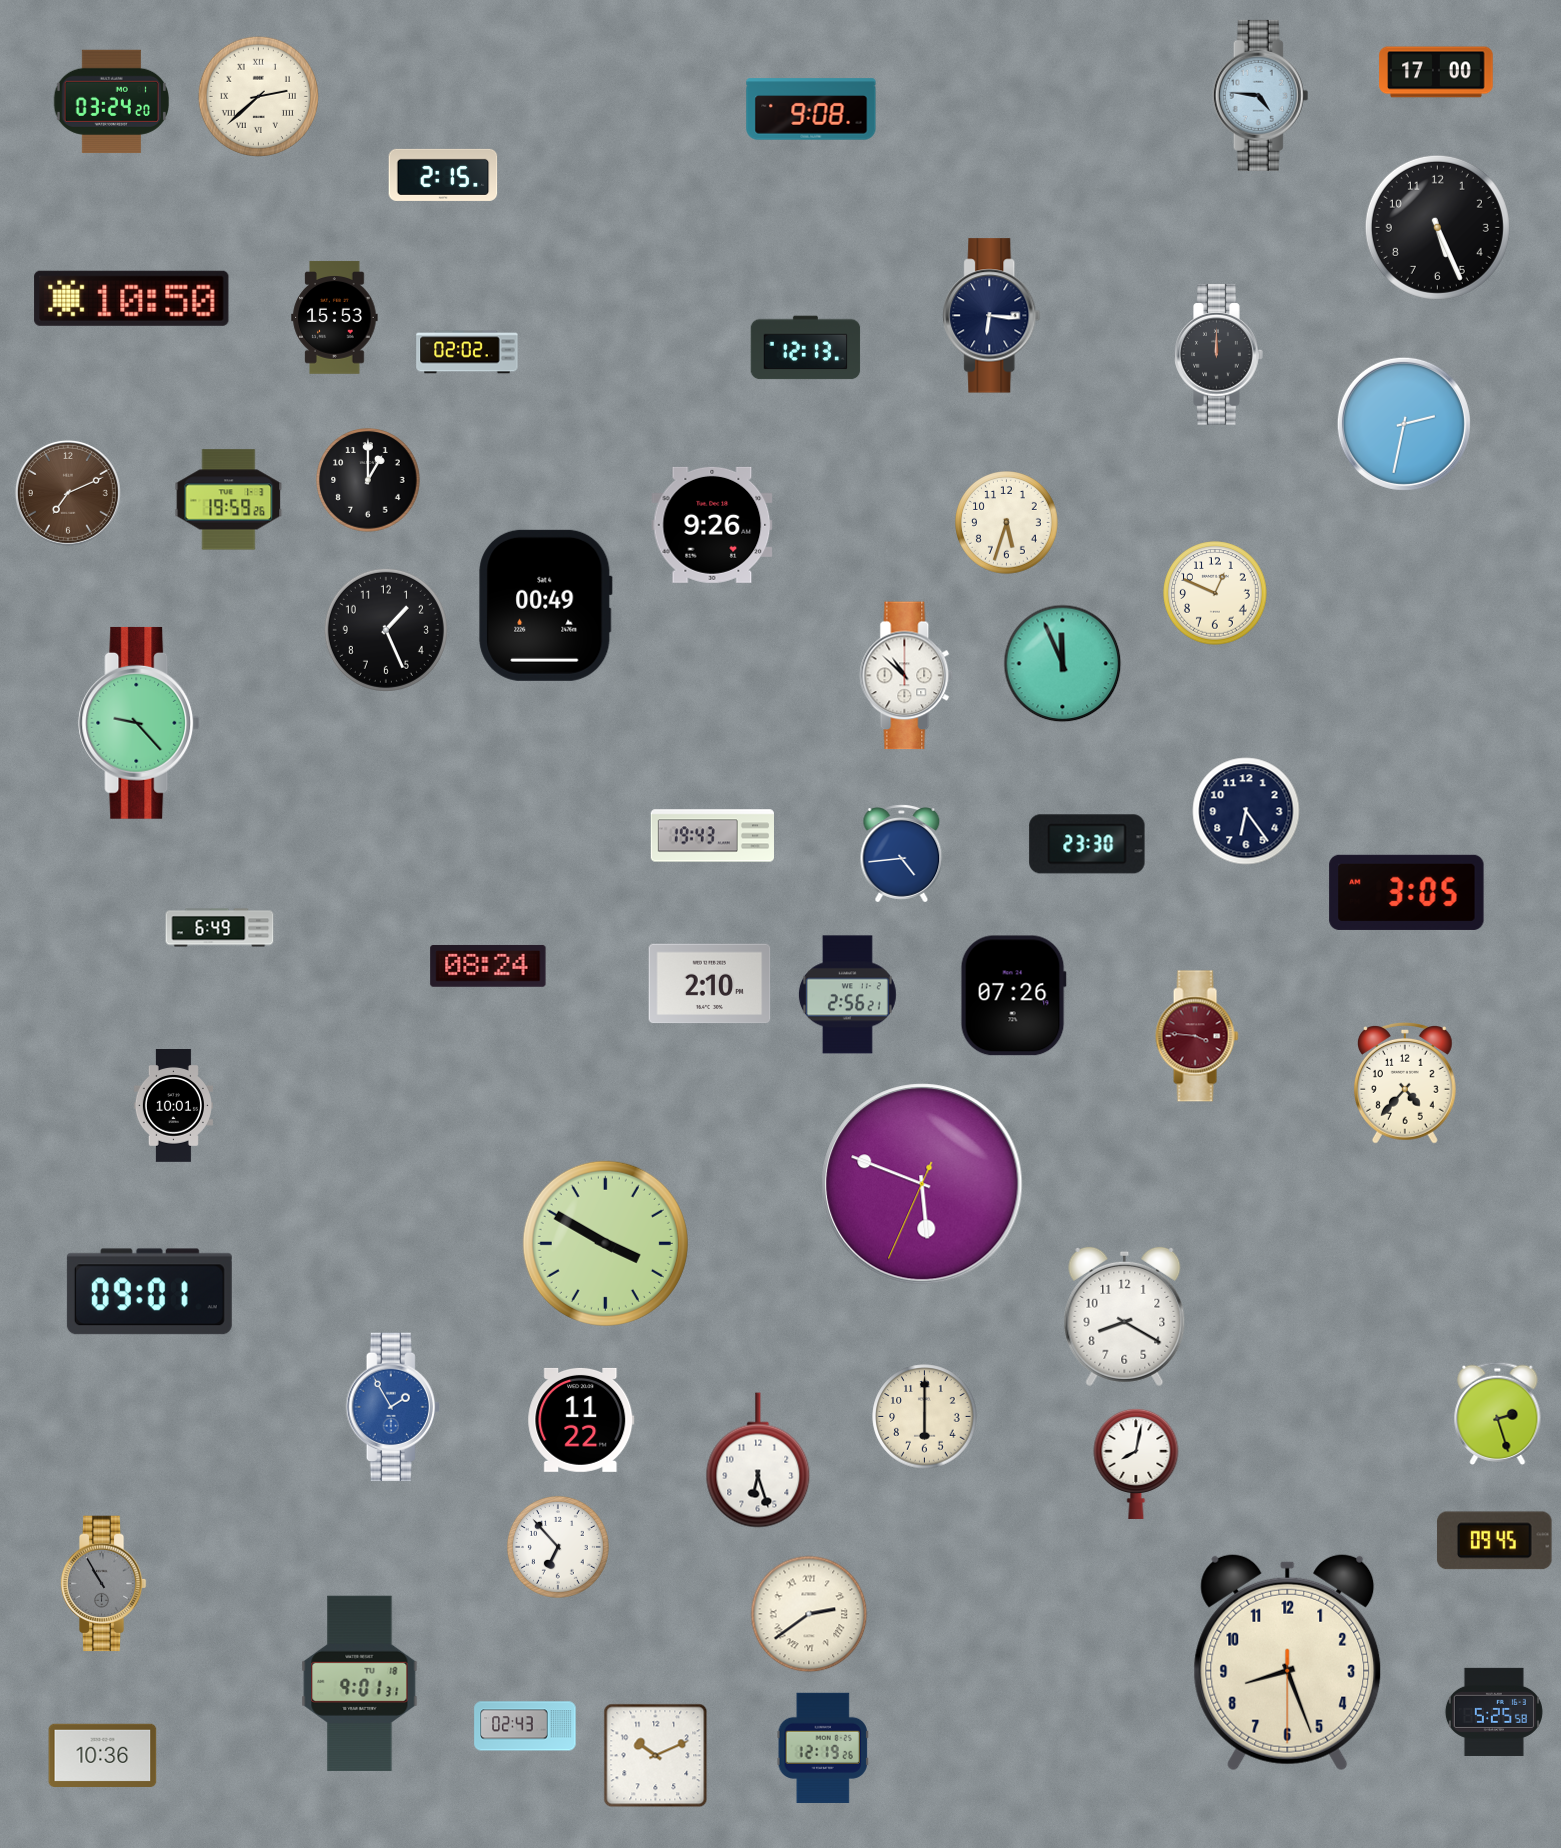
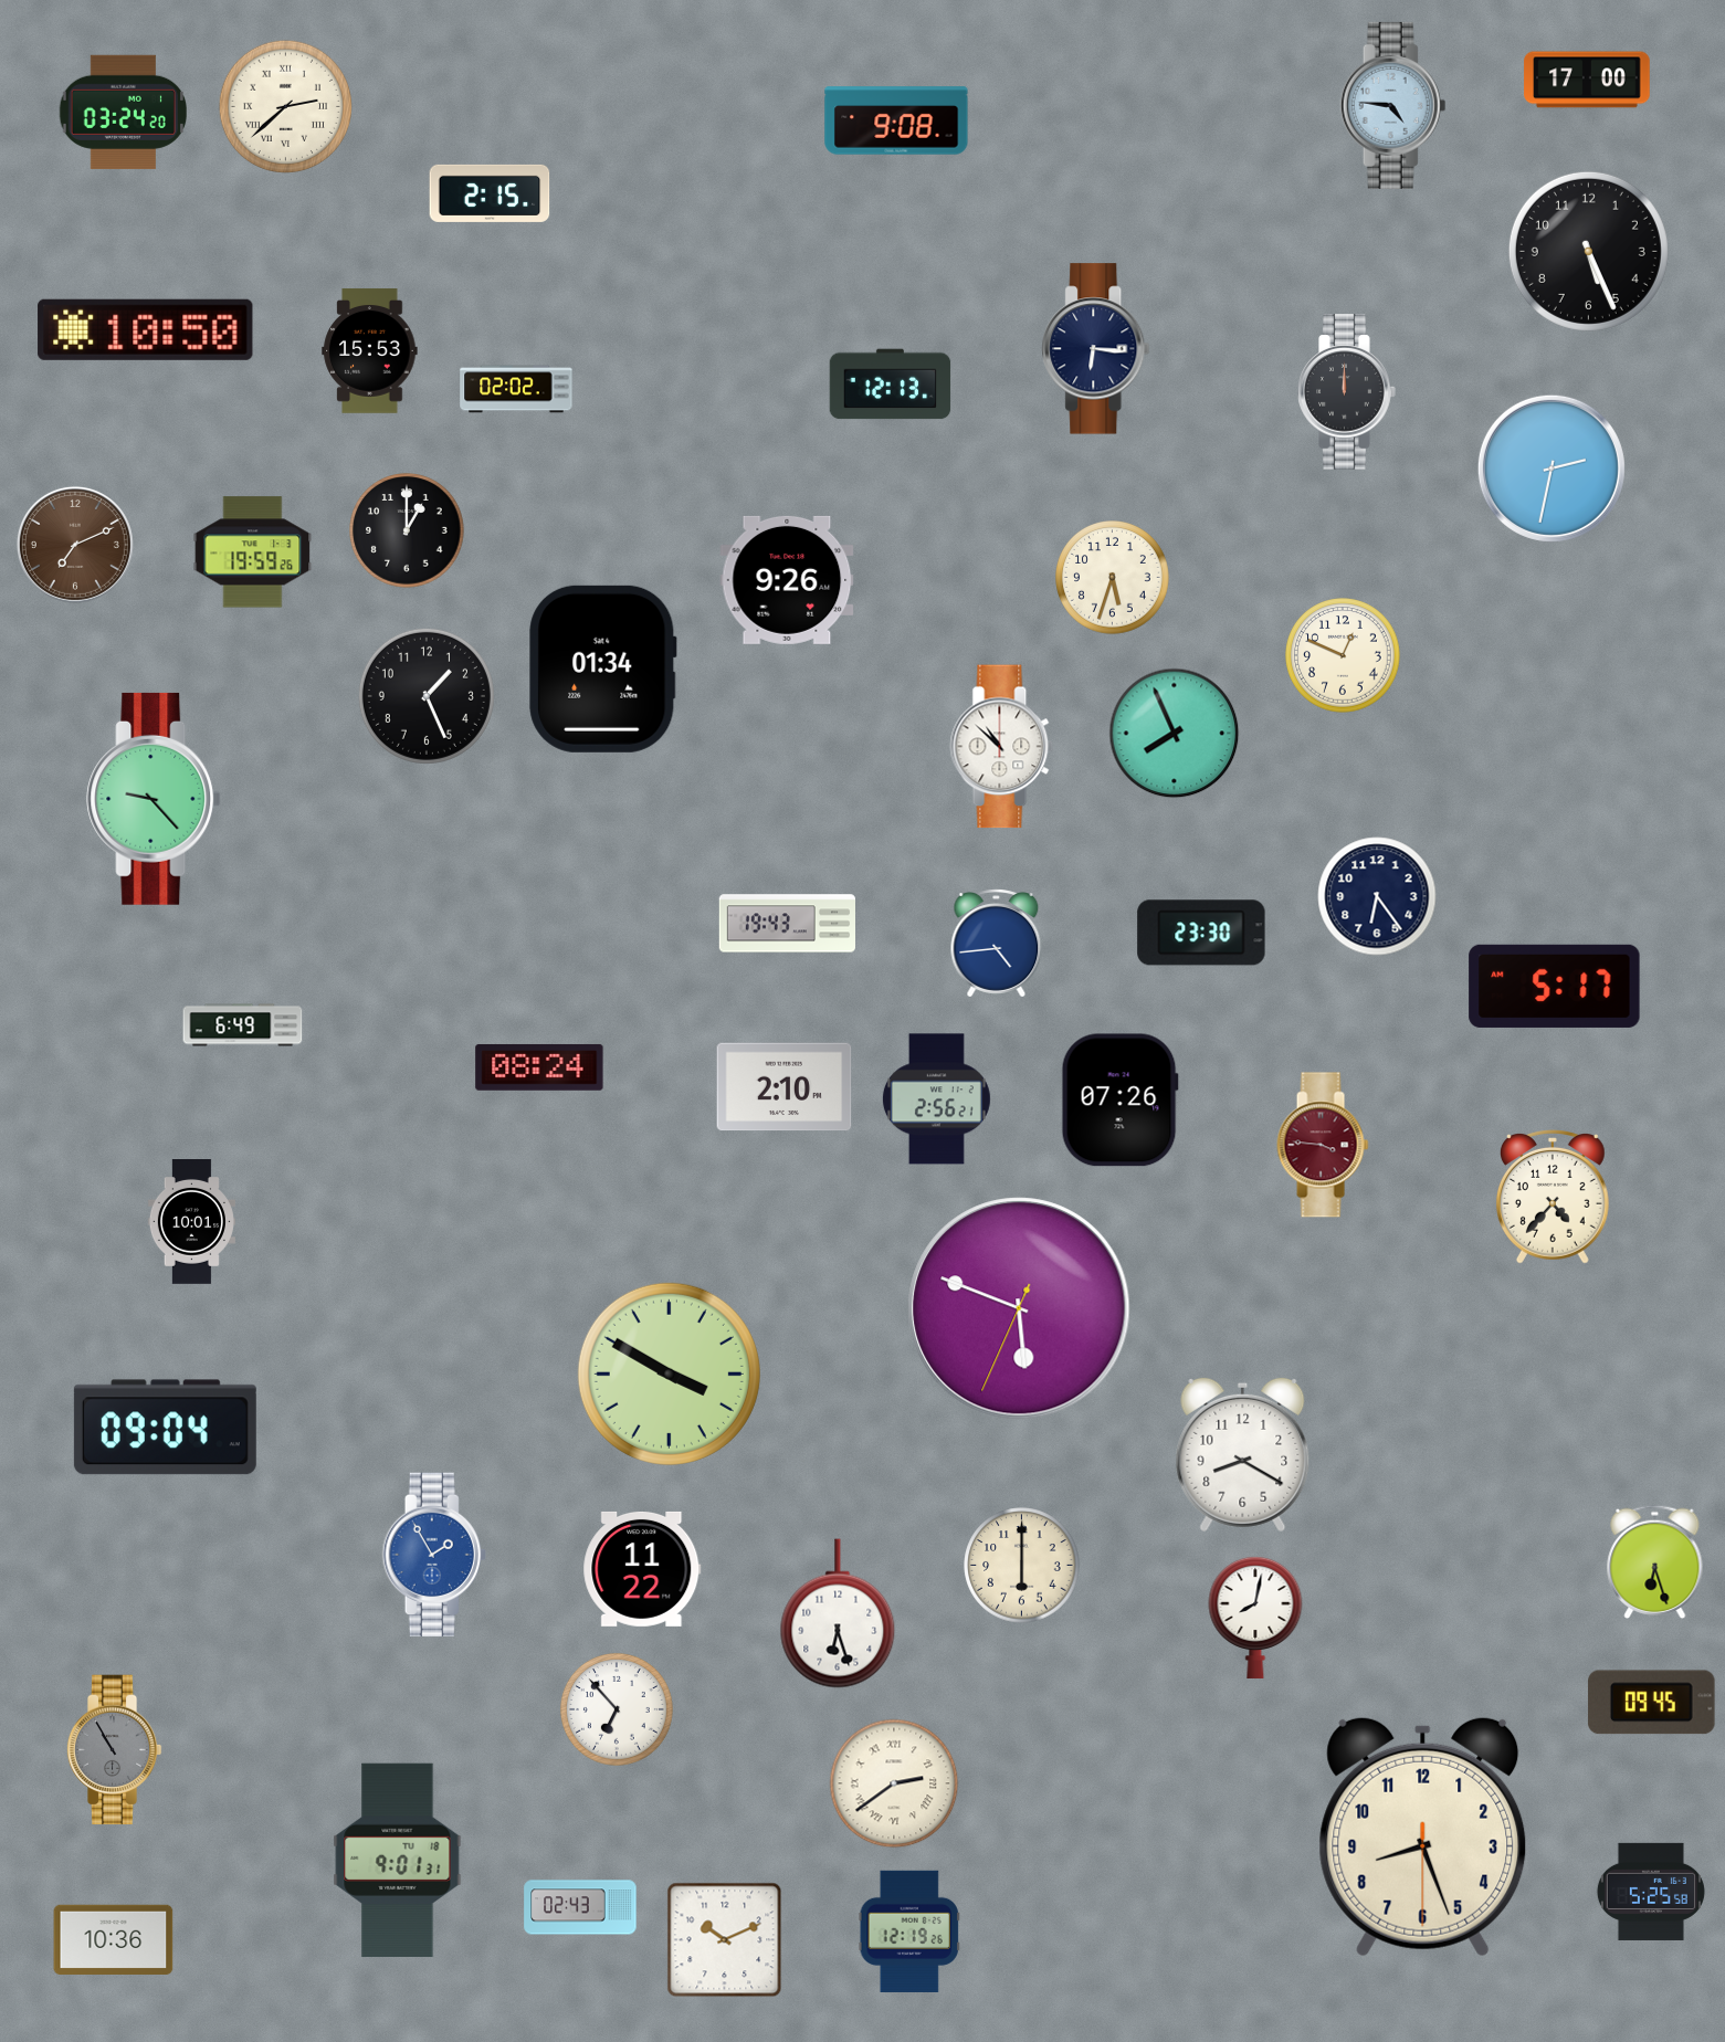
clock at (546, 605): 00:49 -> 01:34
clock at (1063, 664): 11:56 -> 7:56
clock at (1407, 892): 3:05 -> 5:17
clock at (149, 1292): 09:01 -> 09:04
clock at (1498, 1413): 2:27 -> 6:27
